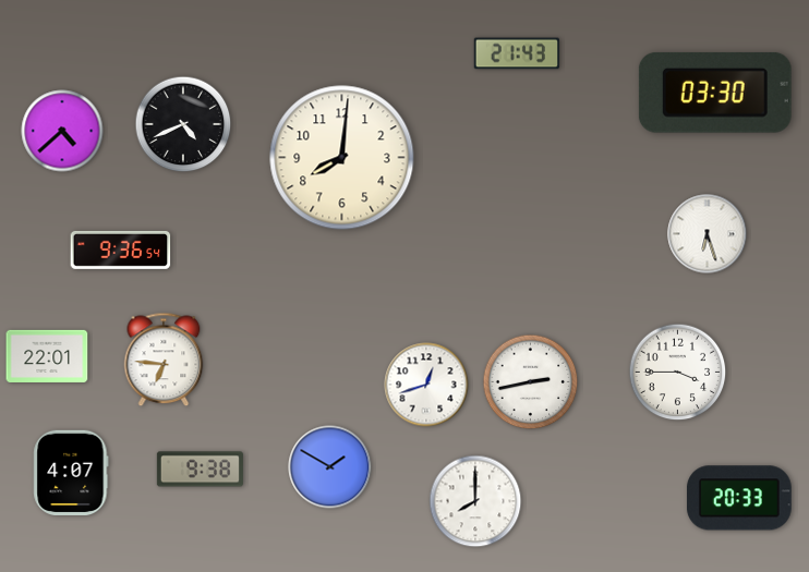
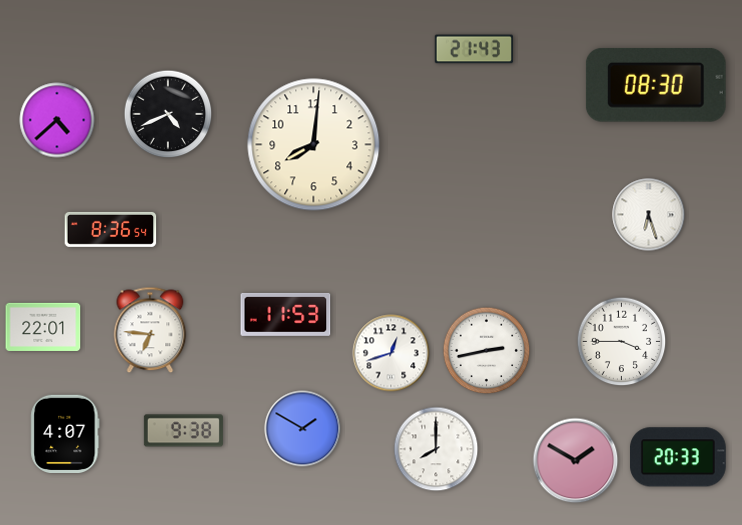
clock at (715, 93): 03:30 -> 08:30
clock at (121, 250): 9:36 -> 8:36
clock at (286, 314): none -> 11:53
clock at (475, 501) position: (475, 501) -> (436, 449)
clock at (576, 461): none -> 1:50
